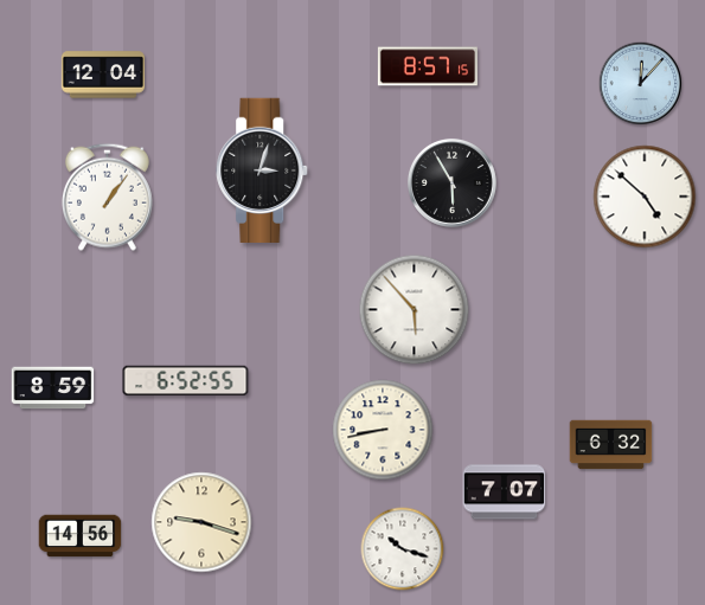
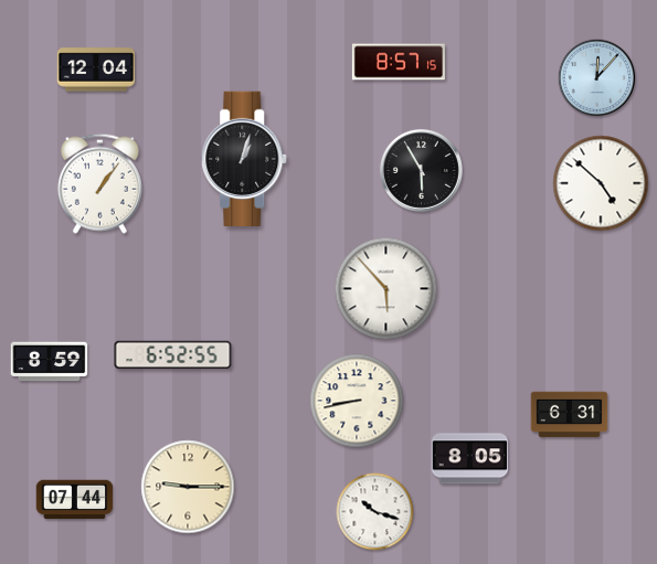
clock at (263, 169): 3:03 -> 1:03
clock at (611, 445): 6:32 -> 6:31
clock at (505, 493): 7:07 -> 8:05
clock at (201, 522): 9:18 -> 9:15
clock at (81, 536): 14:56 -> 07:44
